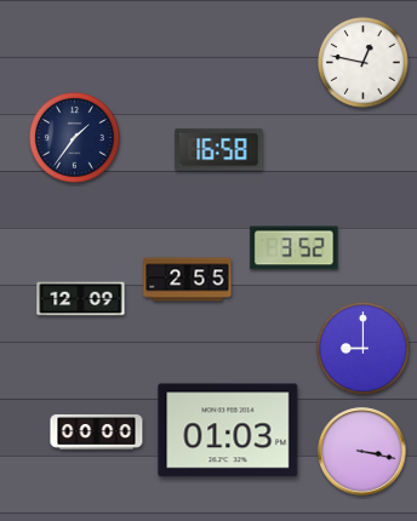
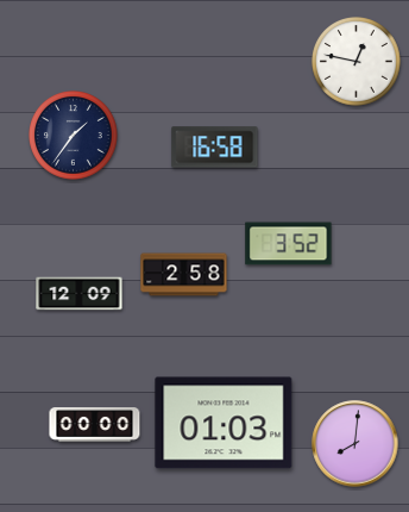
clock at (188, 280): 2:55 -> 2:58
clock at (364, 349): 9:00 -> none
clock at (362, 452): 3:17 -> 8:01
